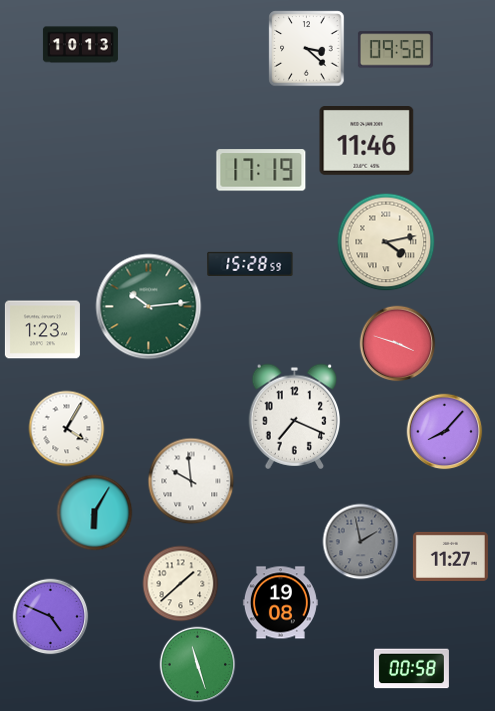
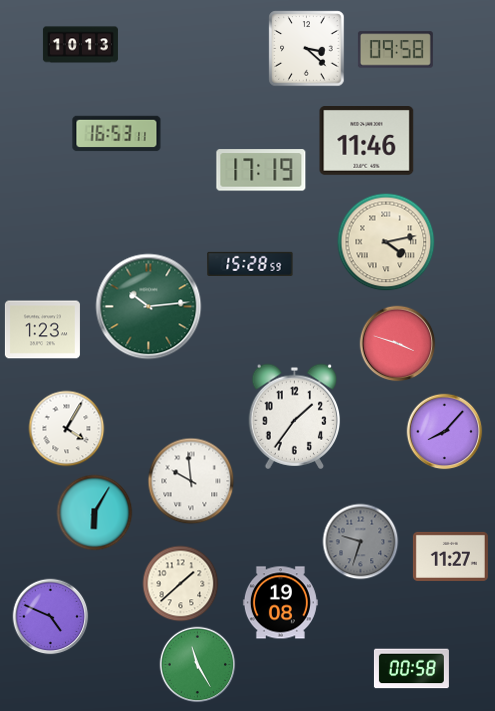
clock at (117, 134): none -> 16:53
clock at (295, 416): 7:19 -> 1:36
clock at (361, 542): 1:58 -> 9:33
clock at (198, 665): 11:27 -> 11:25
